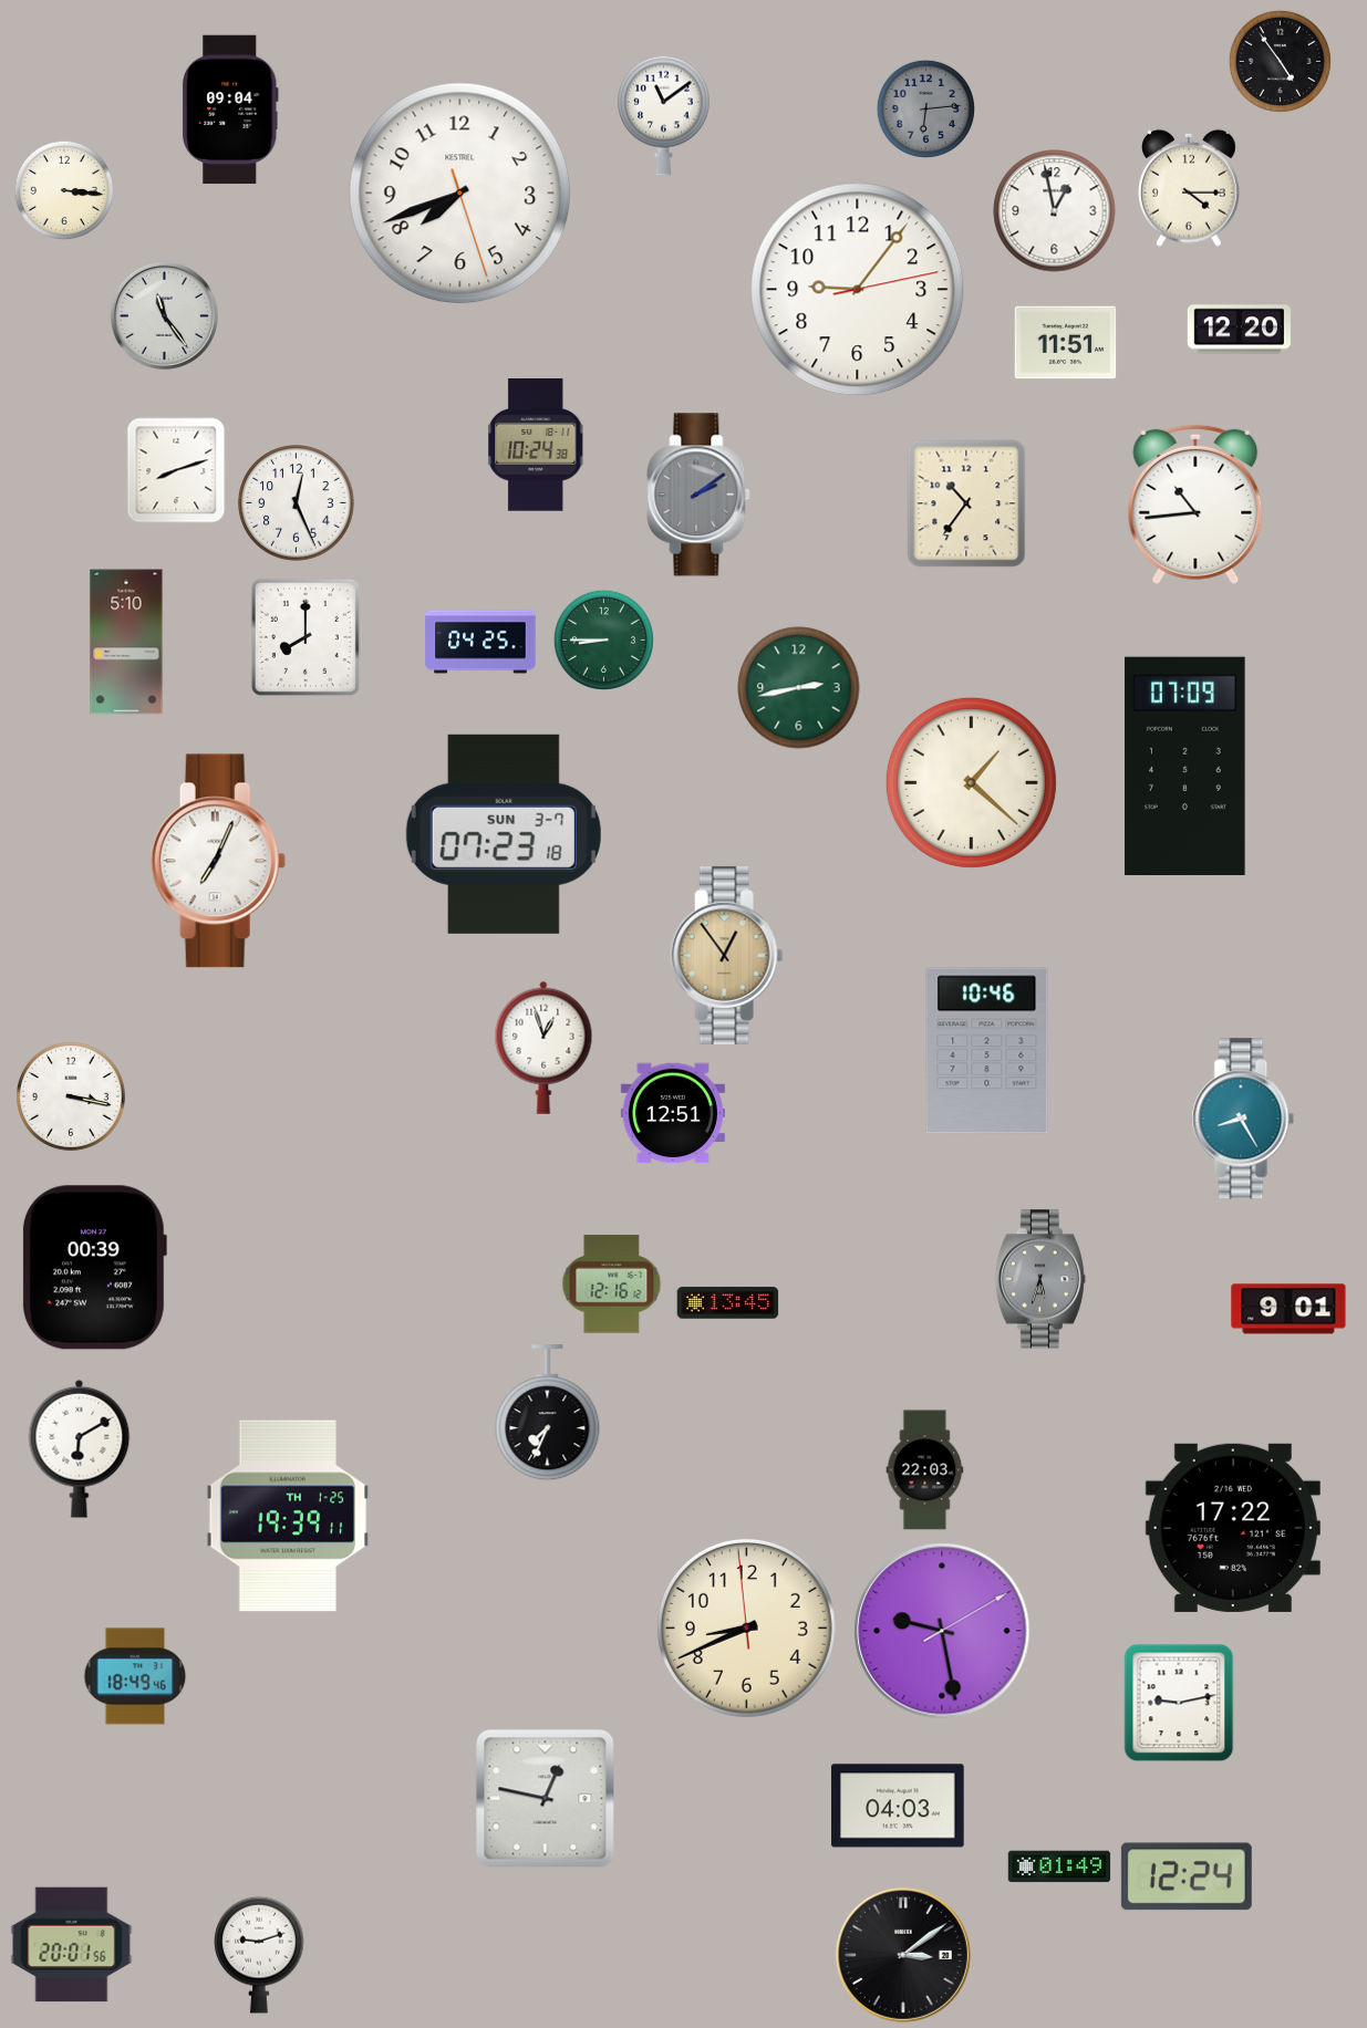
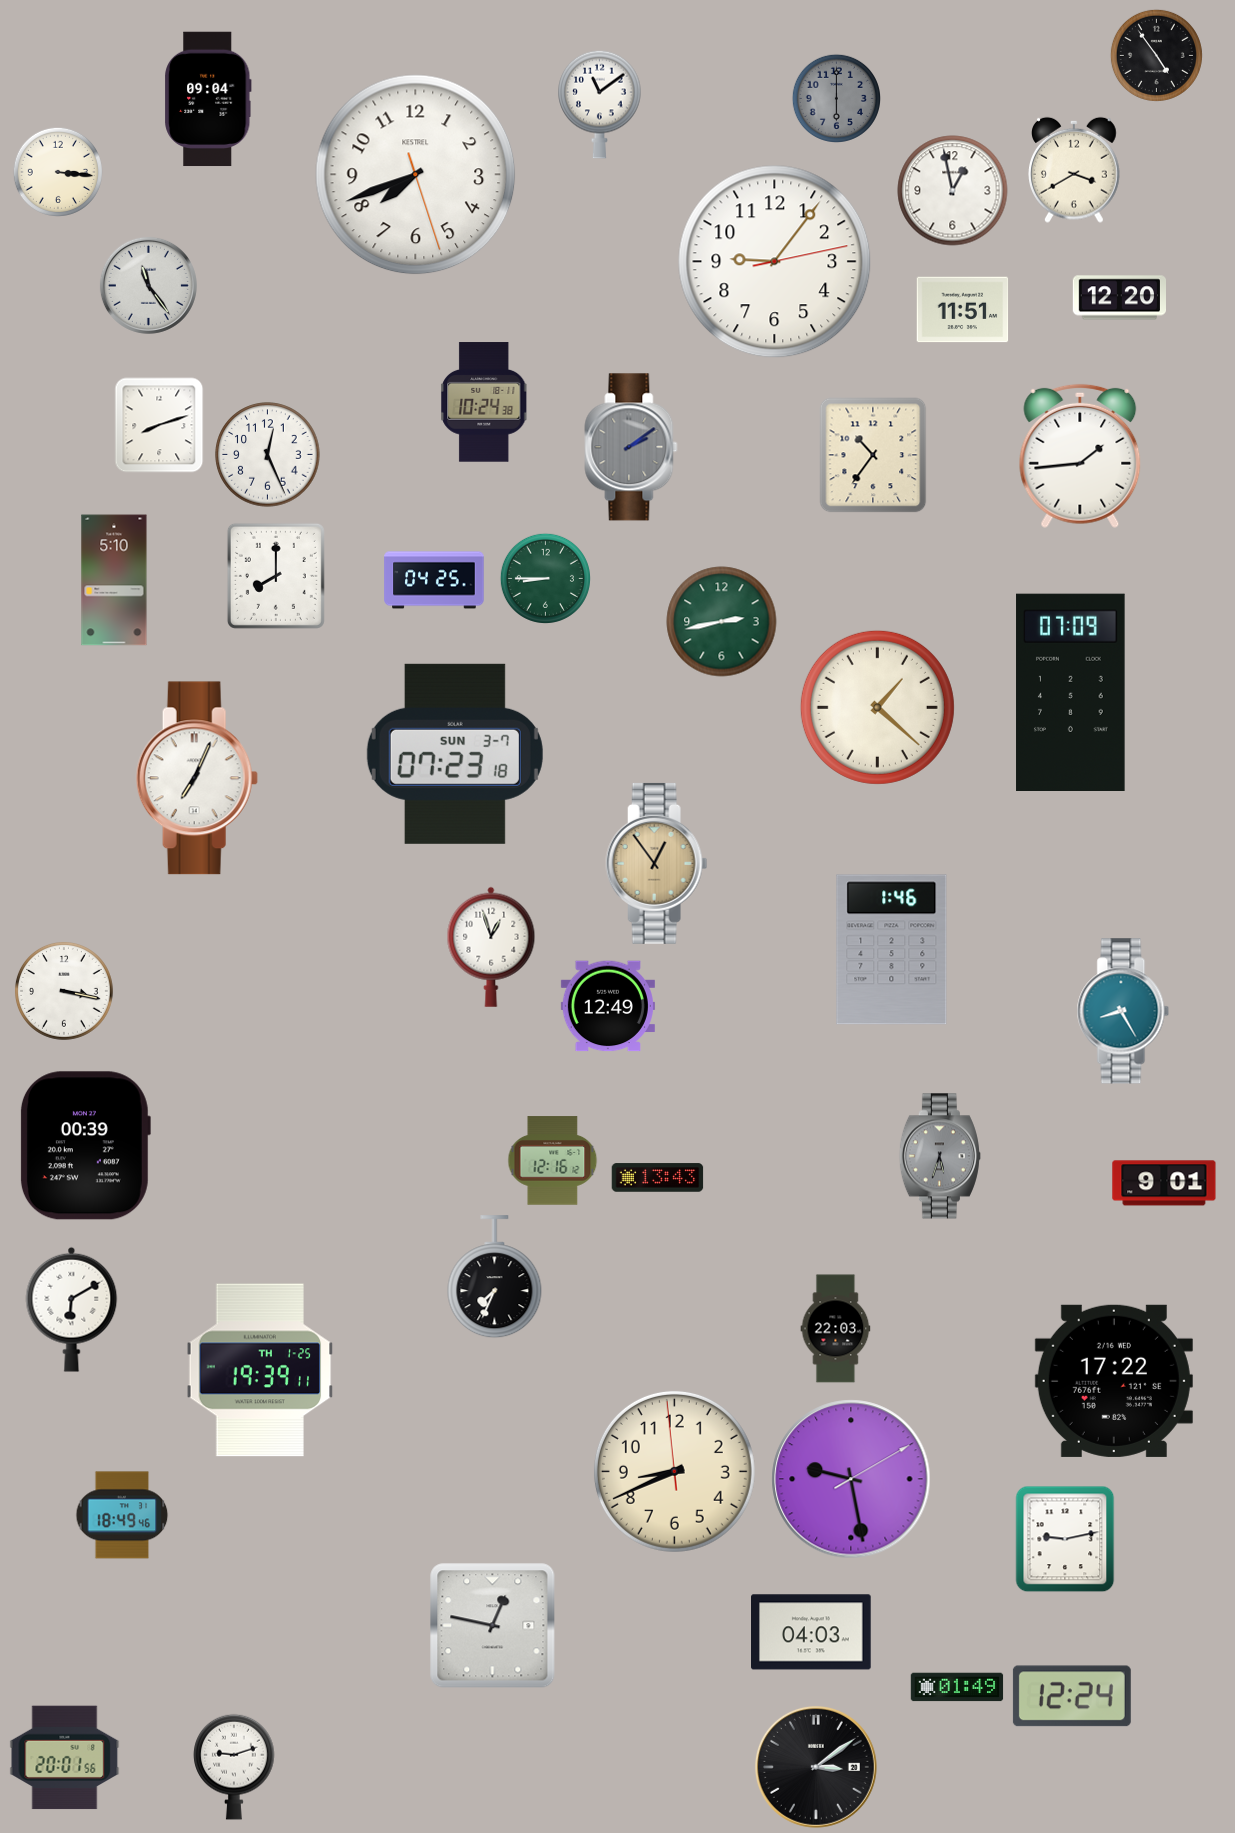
clock at (925, 108): 6:14 -> 6:00
clock at (1190, 188): 4:15 -> 3:40
clock at (1195, 505): 10:44 -> 1:44
clock at (987, 1051): 10:46 -> 1:46
clock at (673, 1113): 12:51 -> 12:49
clock at (728, 1303): 13:45 -> 13:43
clock at (942, 1631) position: (942, 1631) -> (851, 1479)
